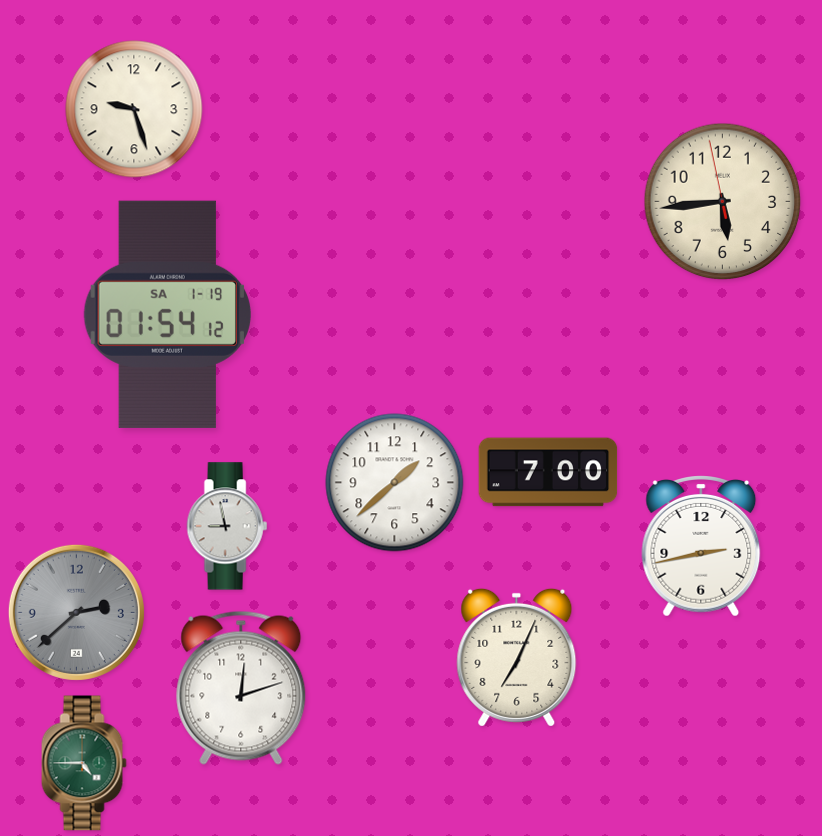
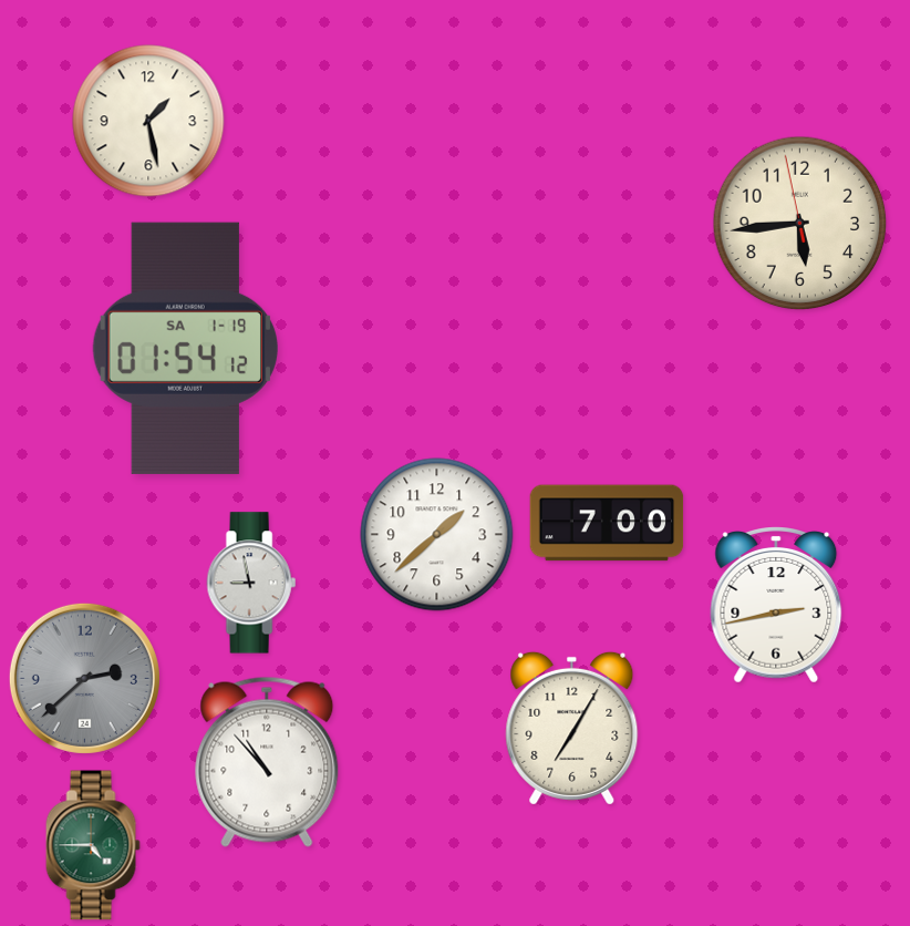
clock at (134, 109): 9:27 -> 1:28
clock at (517, 657): 7:04 -> 7:05
clock at (241, 688): 12:12 -> 10:53
